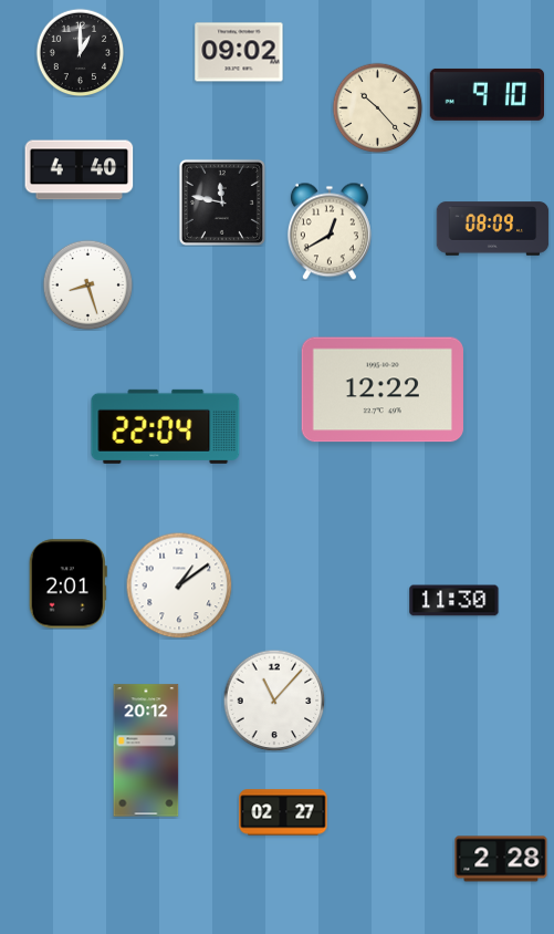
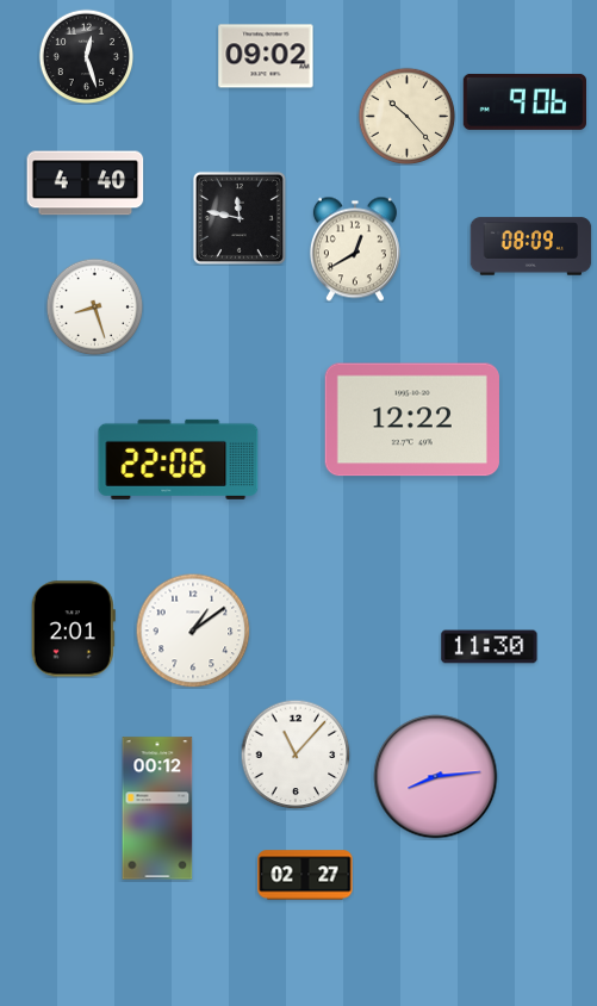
clock at (80, 52): 1:00 -> 12:27
clock at (239, 52) position: (239, 52) -> (266, 56)
clock at (487, 94): 9:10 -> 9:06
clock at (166, 426): 22:04 -> 22:06
clock at (436, 777): none -> 8:14
clock at (146, 750): 20:12 -> 00:12
clock at (501, 859): 2:28 -> none
